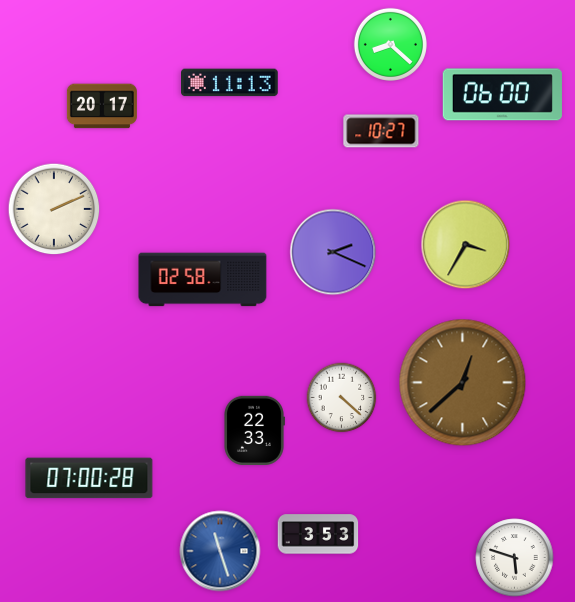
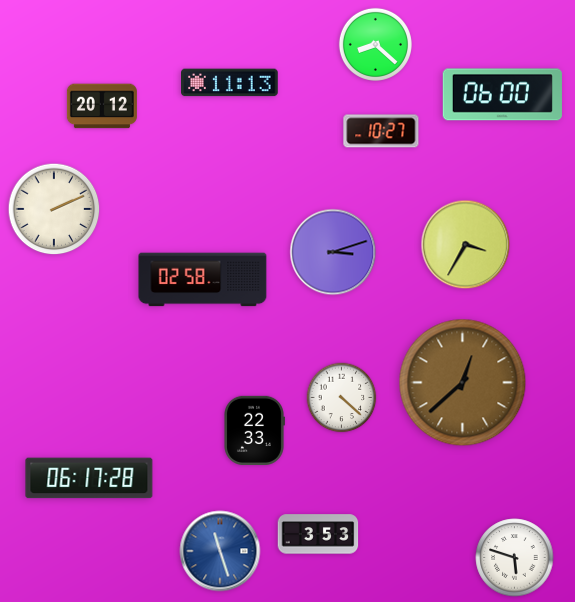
clock at (390, 44) position: (390, 44) -> (375, 44)
clock at (102, 106): 20:17 -> 20:12
clock at (333, 252): 2:19 -> 3:12
clock at (89, 478): 07:00 -> 06:17
